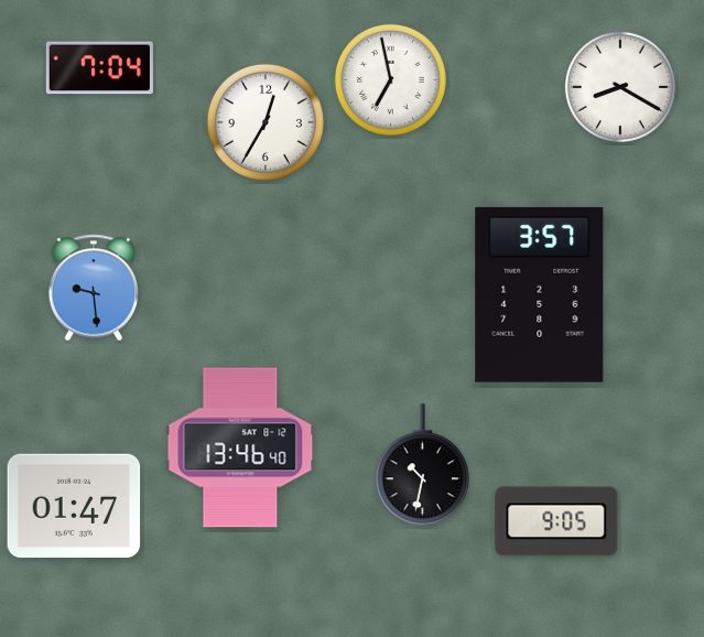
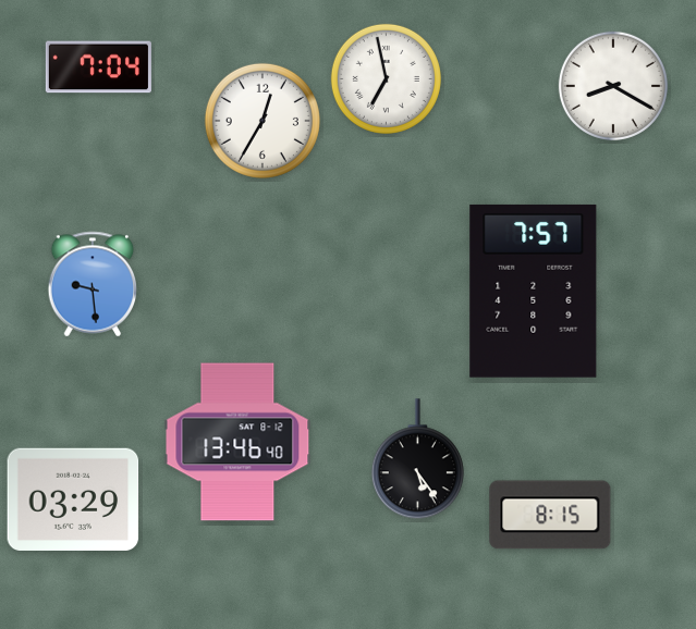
clock at (540, 294): 3:57 -> 7:57
clock at (422, 465): 10:32 -> 5:24
clock at (74, 506): 01:47 -> 03:29
clock at (556, 521): 9:05 -> 8:15
